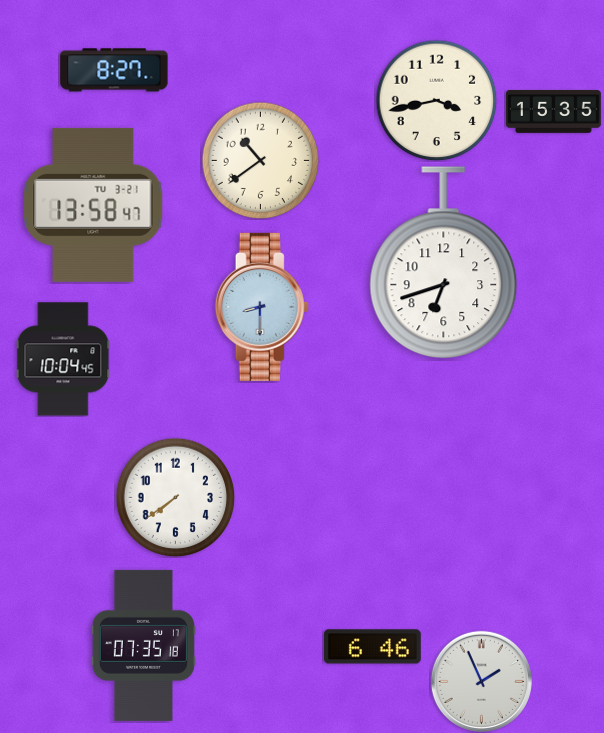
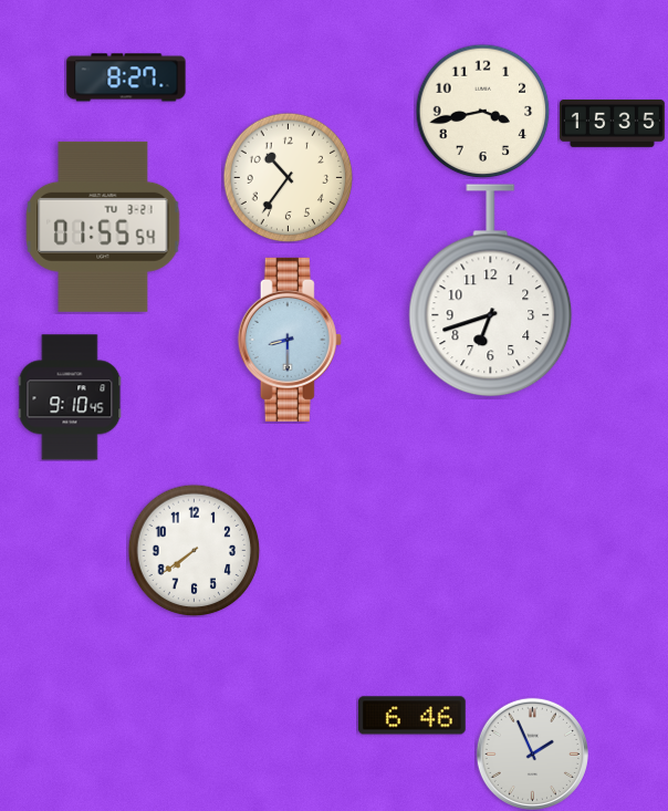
clock at (260, 160): 10:39 -> 10:36
clock at (93, 205): 13:58 -> 01:55
clock at (63, 359): 10:04 -> 9:10
clock at (143, 645): 07:35 -> none
